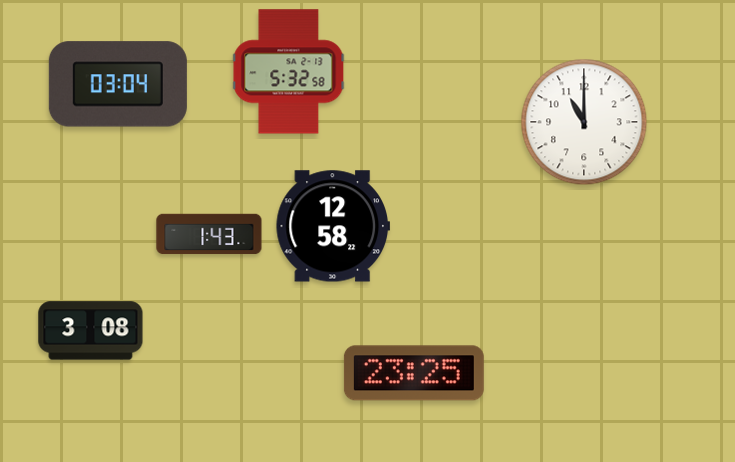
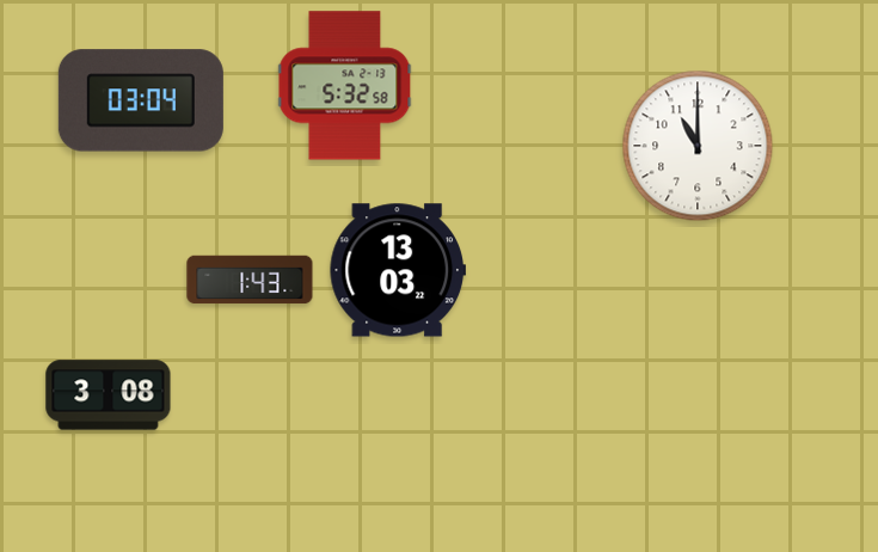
clock at (332, 226): 12:58 -> 13:03
clock at (414, 373): 23:25 -> none
